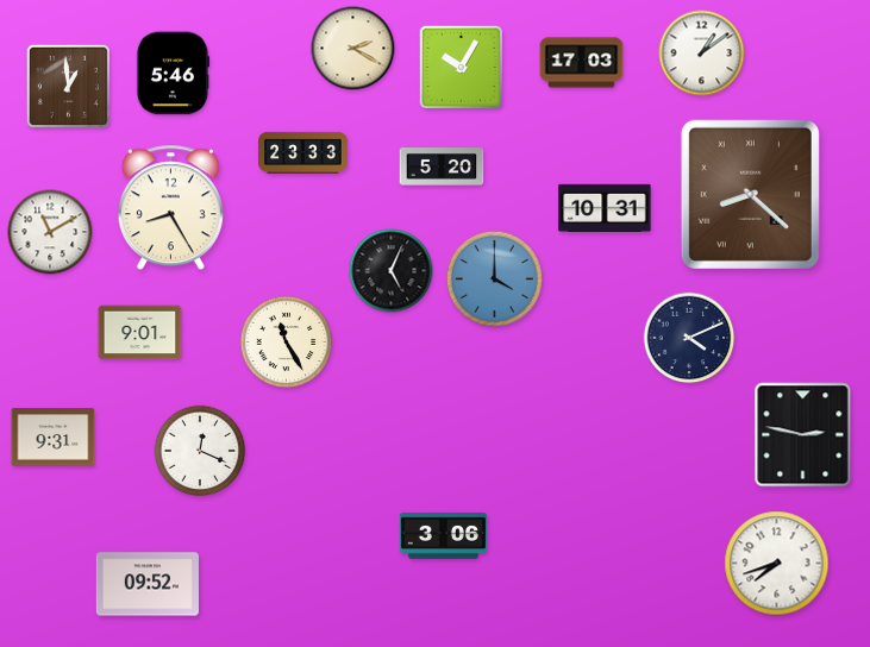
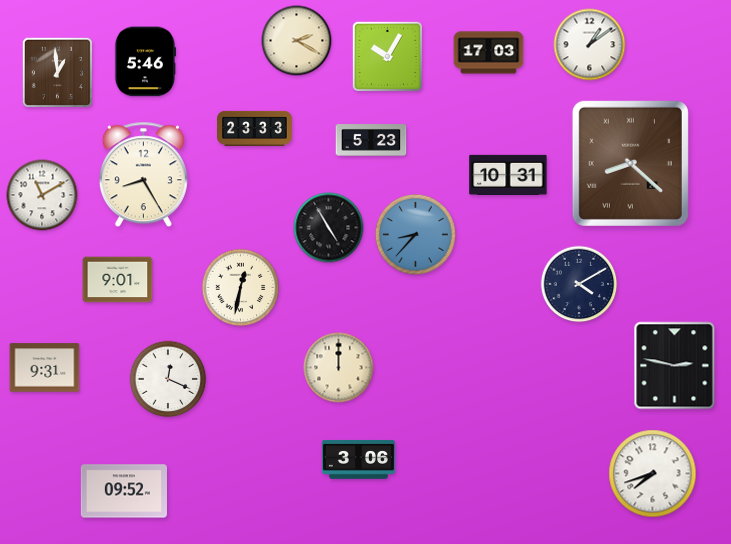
clock at (442, 168): 5:20 -> 5:23
clock at (392, 271): 5:04 -> 4:55
clock at (494, 278): 4:00 -> 8:37
clock at (689, 338): 4:11 -> 4:10
clock at (287, 343): 11:25 -> 12:32
clock at (339, 368): none -> 12:00
clock at (443, 535) position: (443, 535) -> (358, 459)
